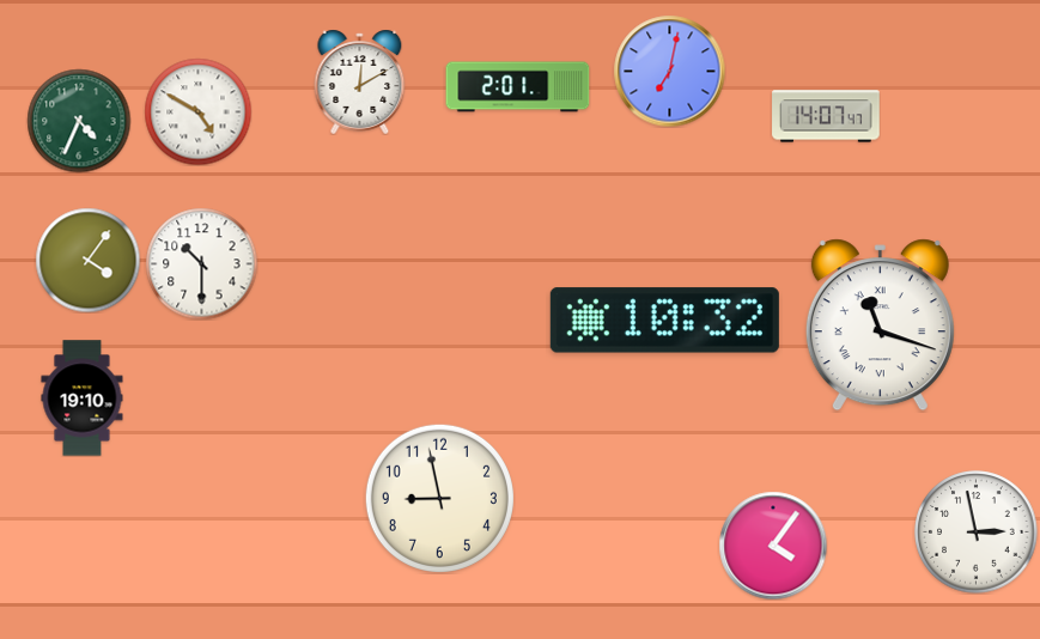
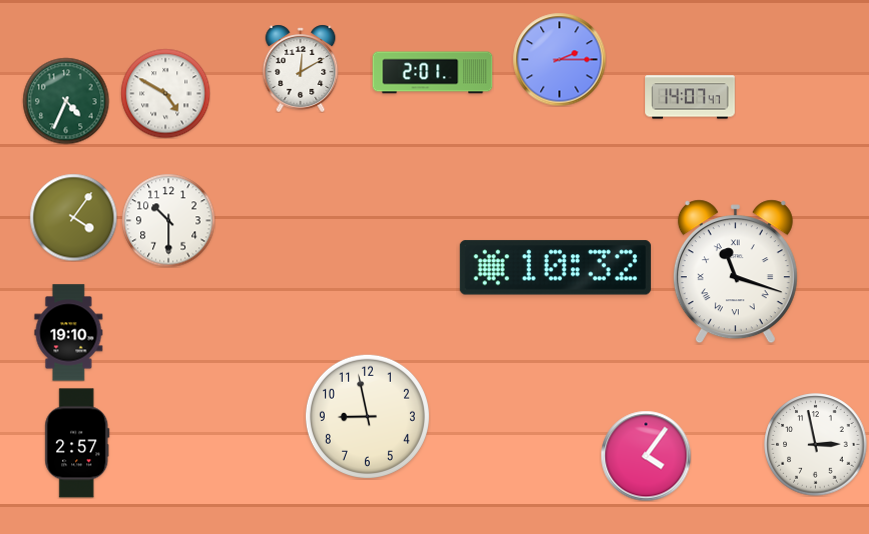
clock at (669, 71): 7:02 -> 2:15
clock at (77, 443): none -> 2:57
